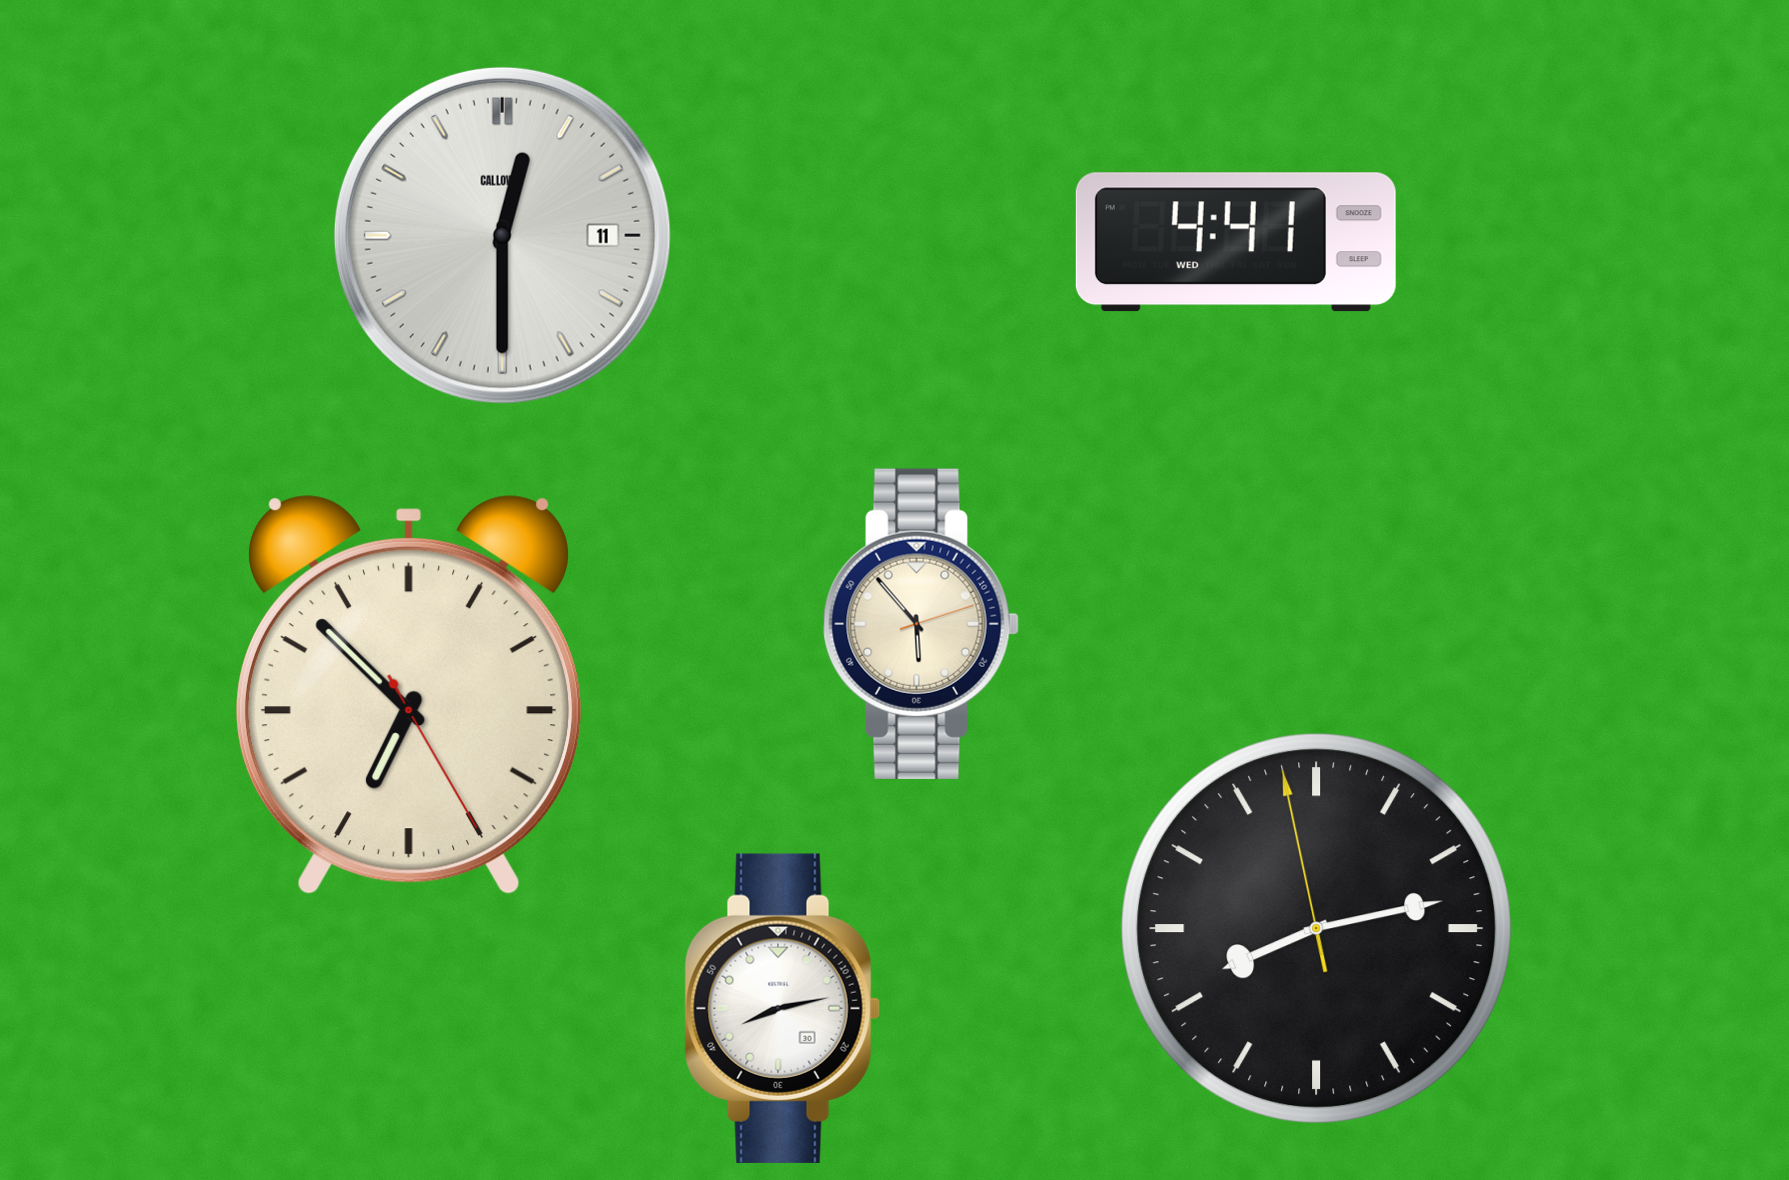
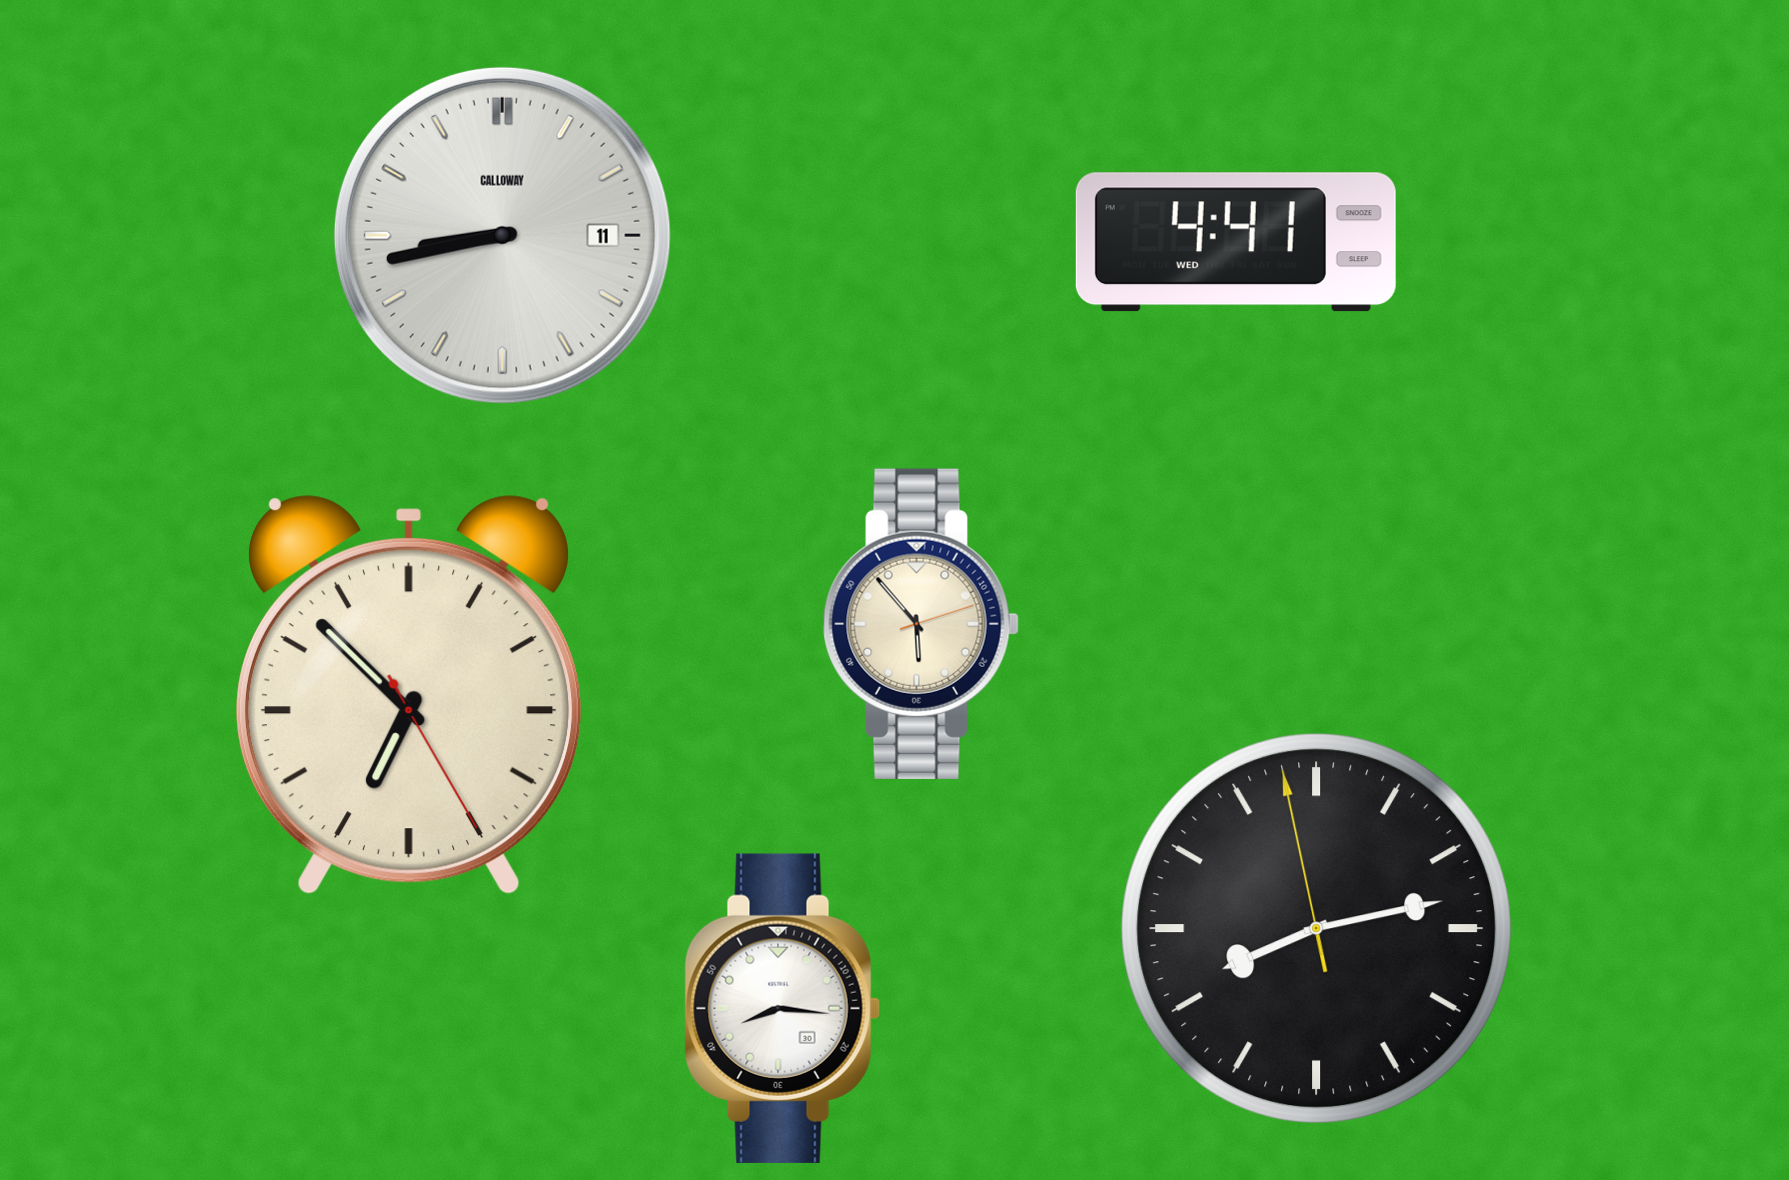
clock at (502, 235): 12:30 -> 8:43
clock at (782, 1008): 8:13 -> 8:16
